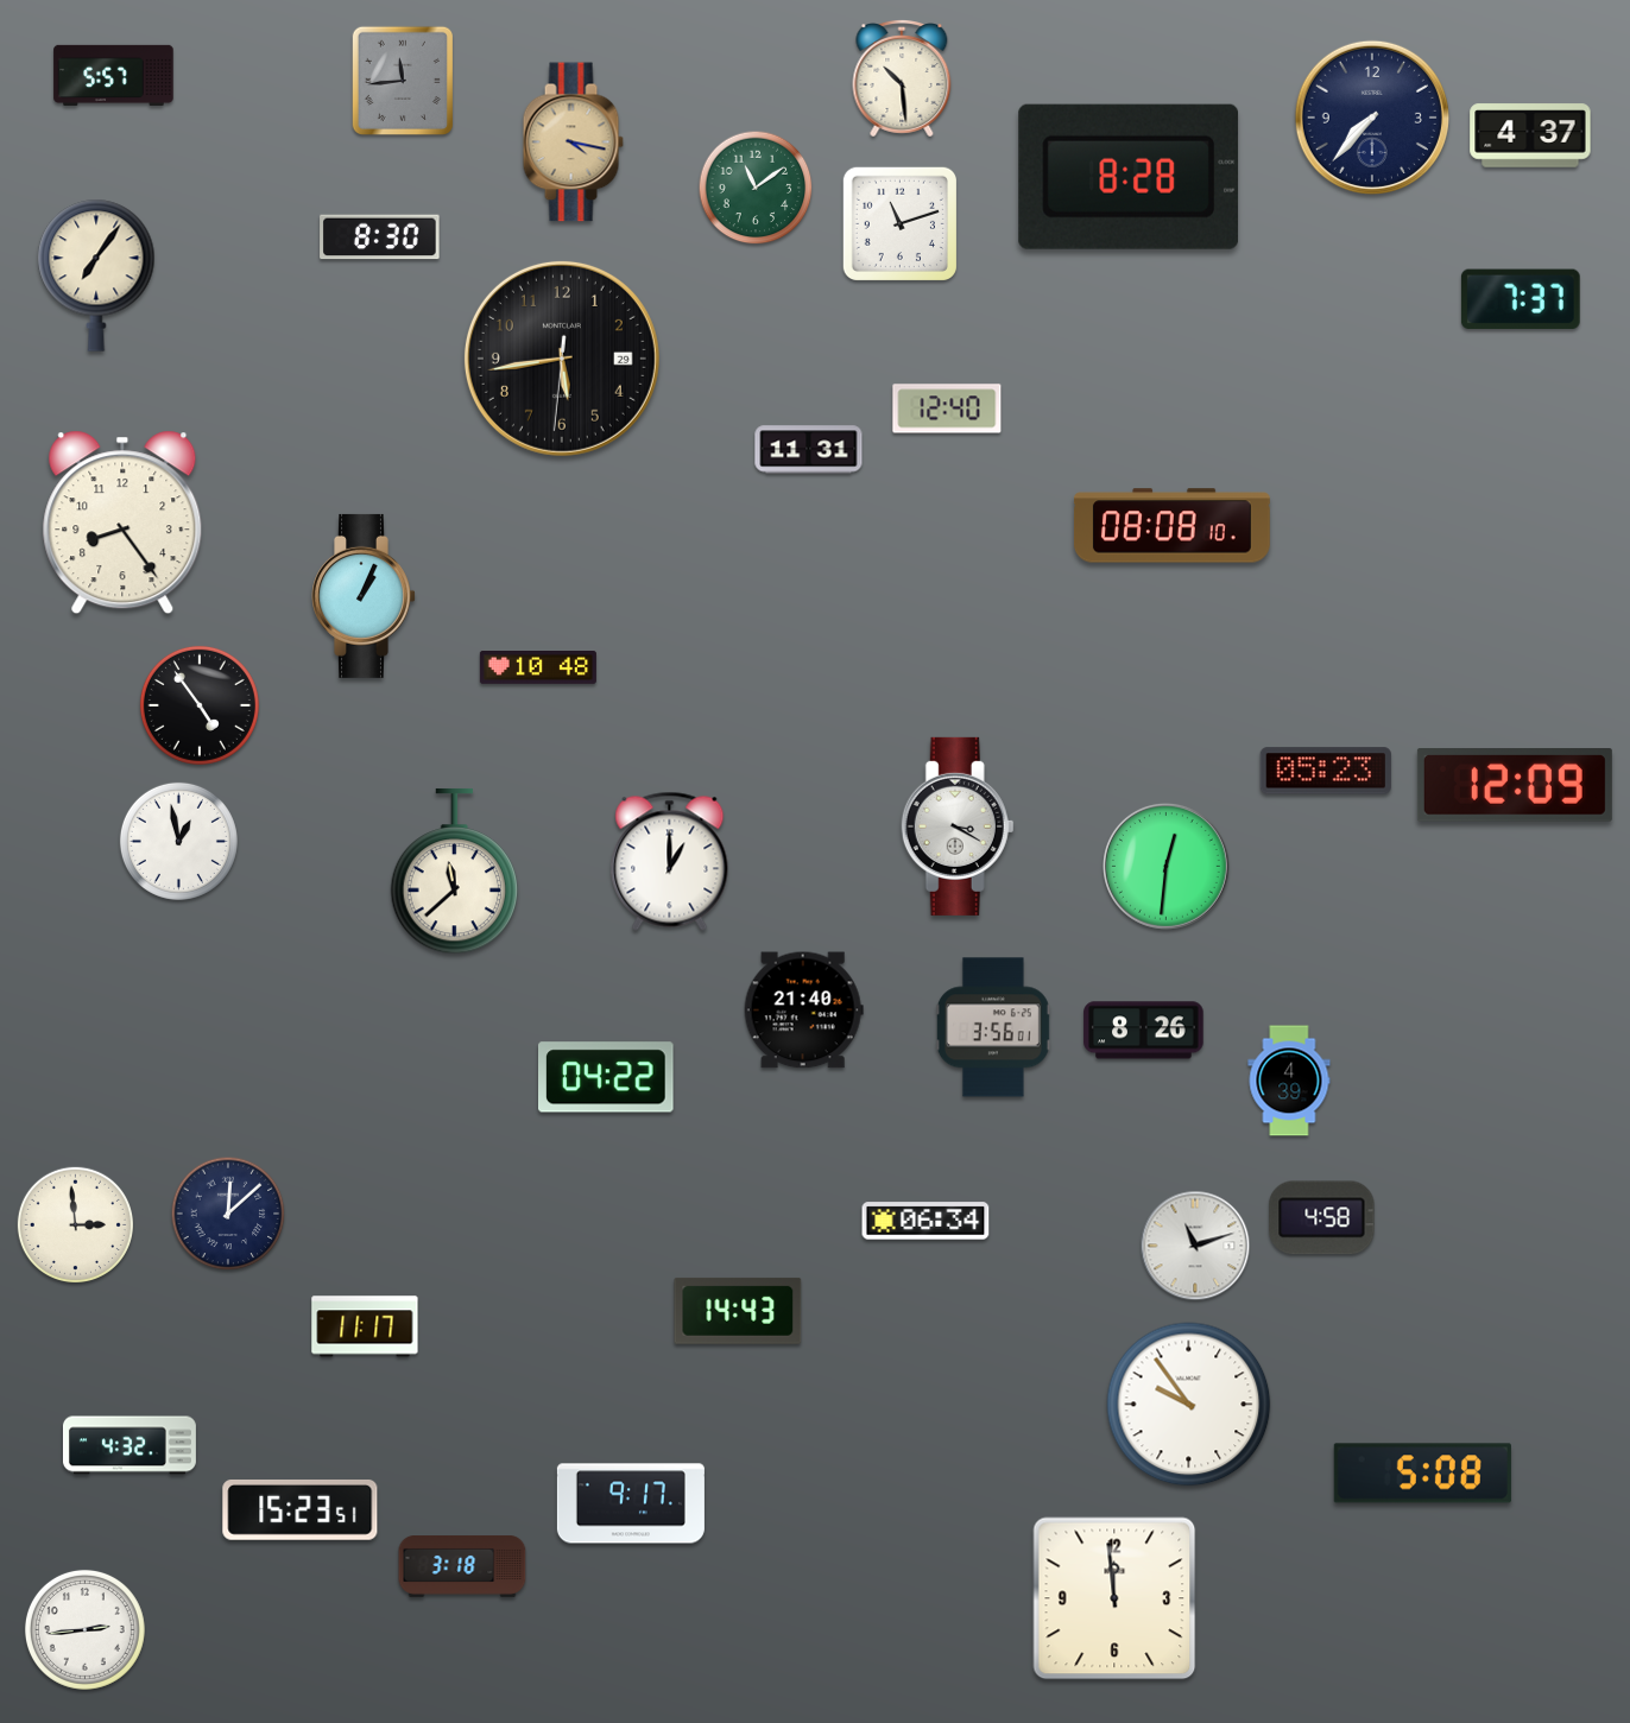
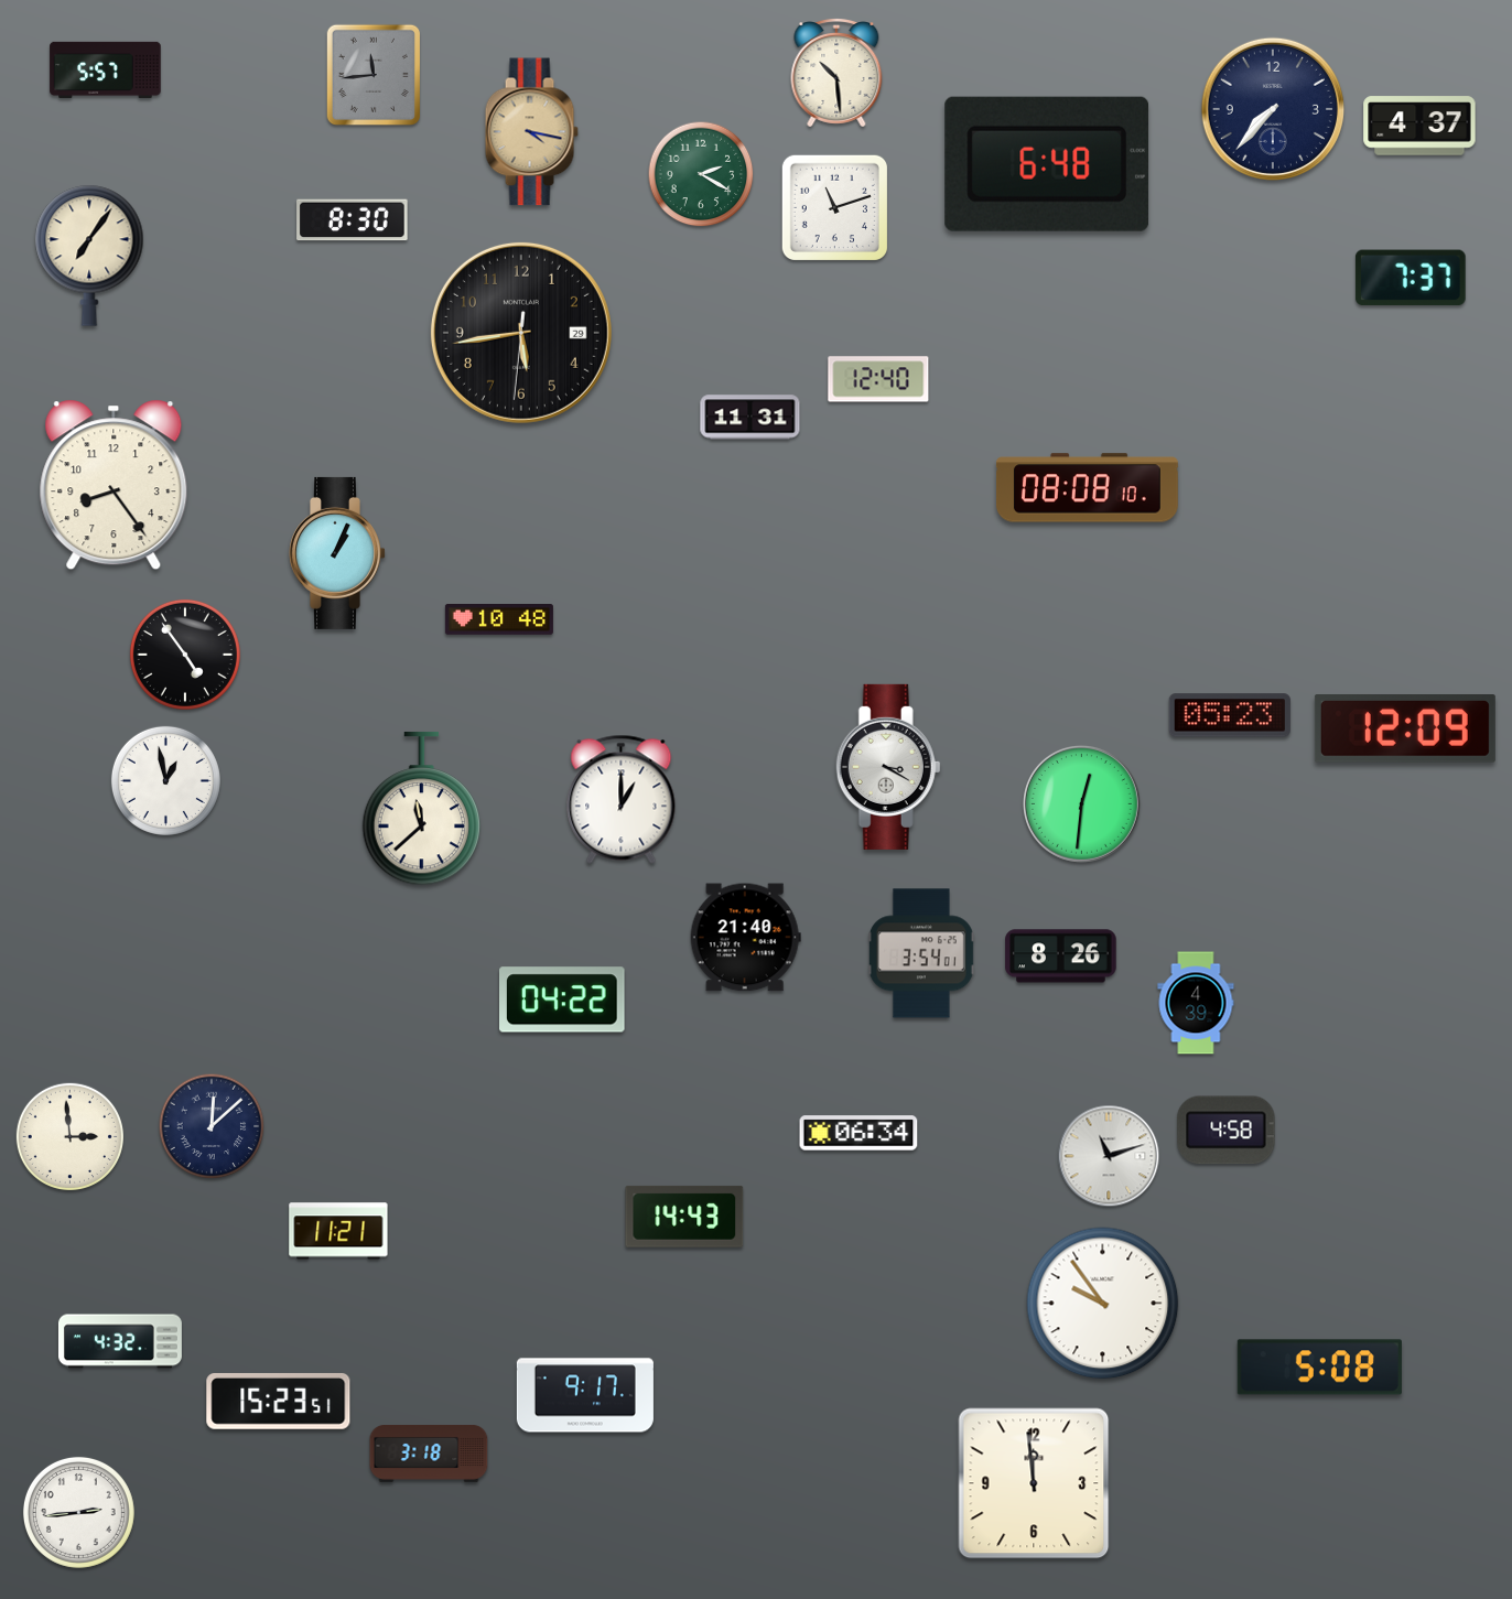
clock at (1129, 177): 8:28 -> 6:48
clock at (756, 188): 11:09 -> 2:20
clock at (993, 1027): 3:56 -> 3:54
clock at (365, 1326): 11:17 -> 11:21
